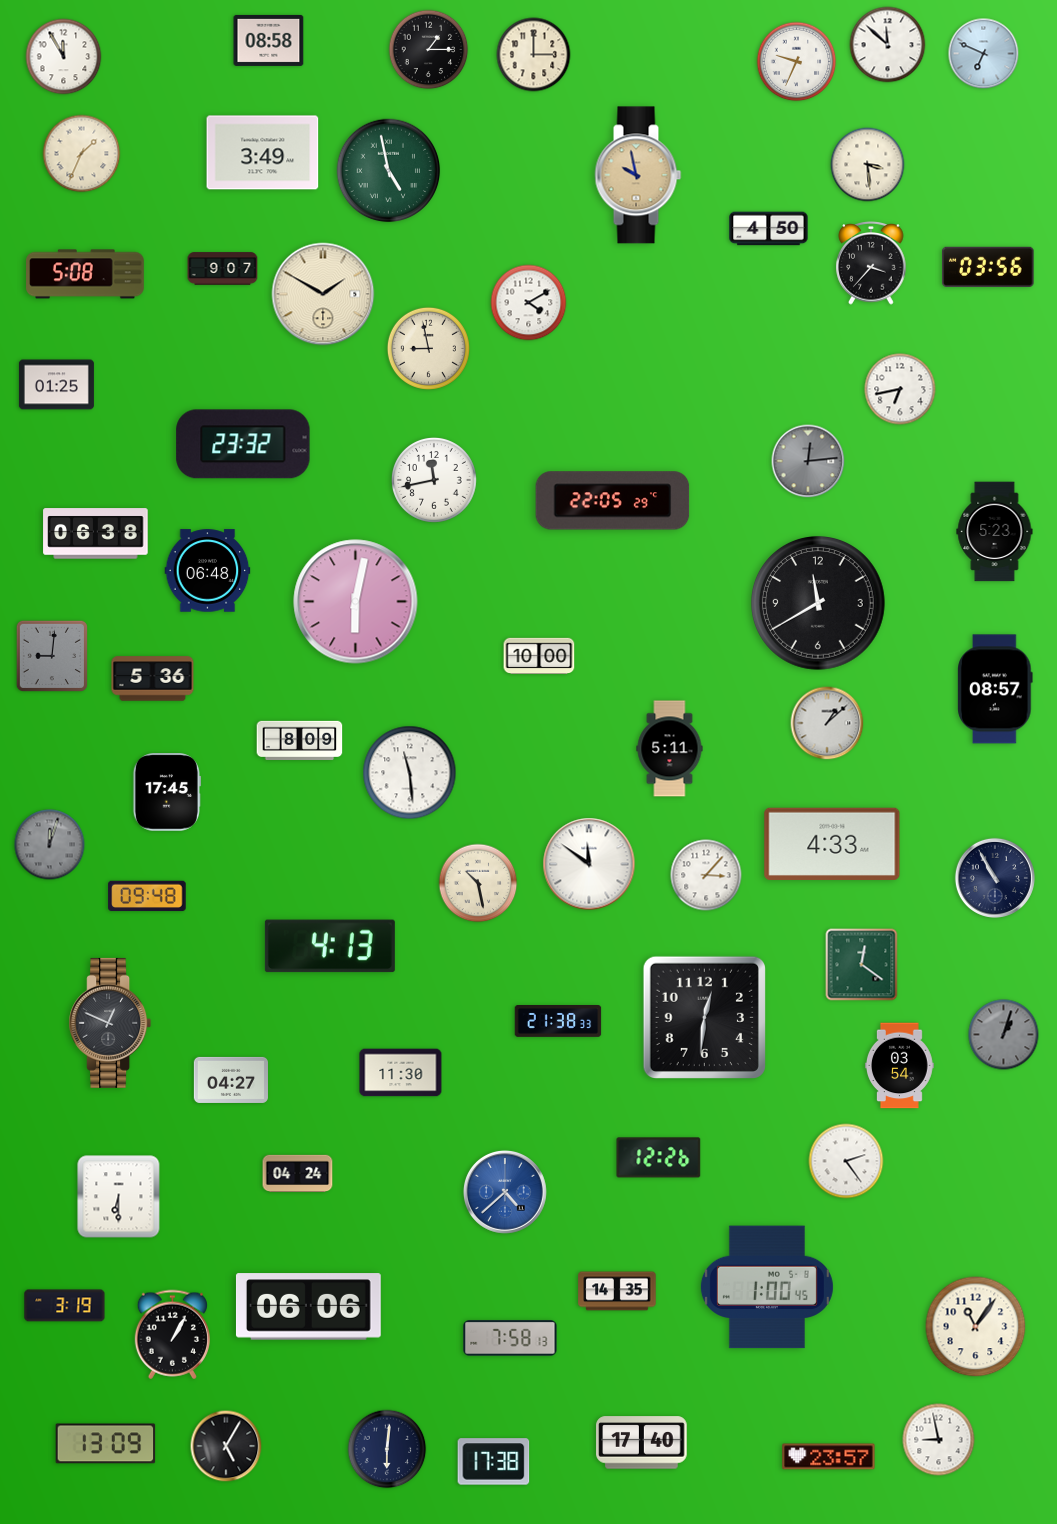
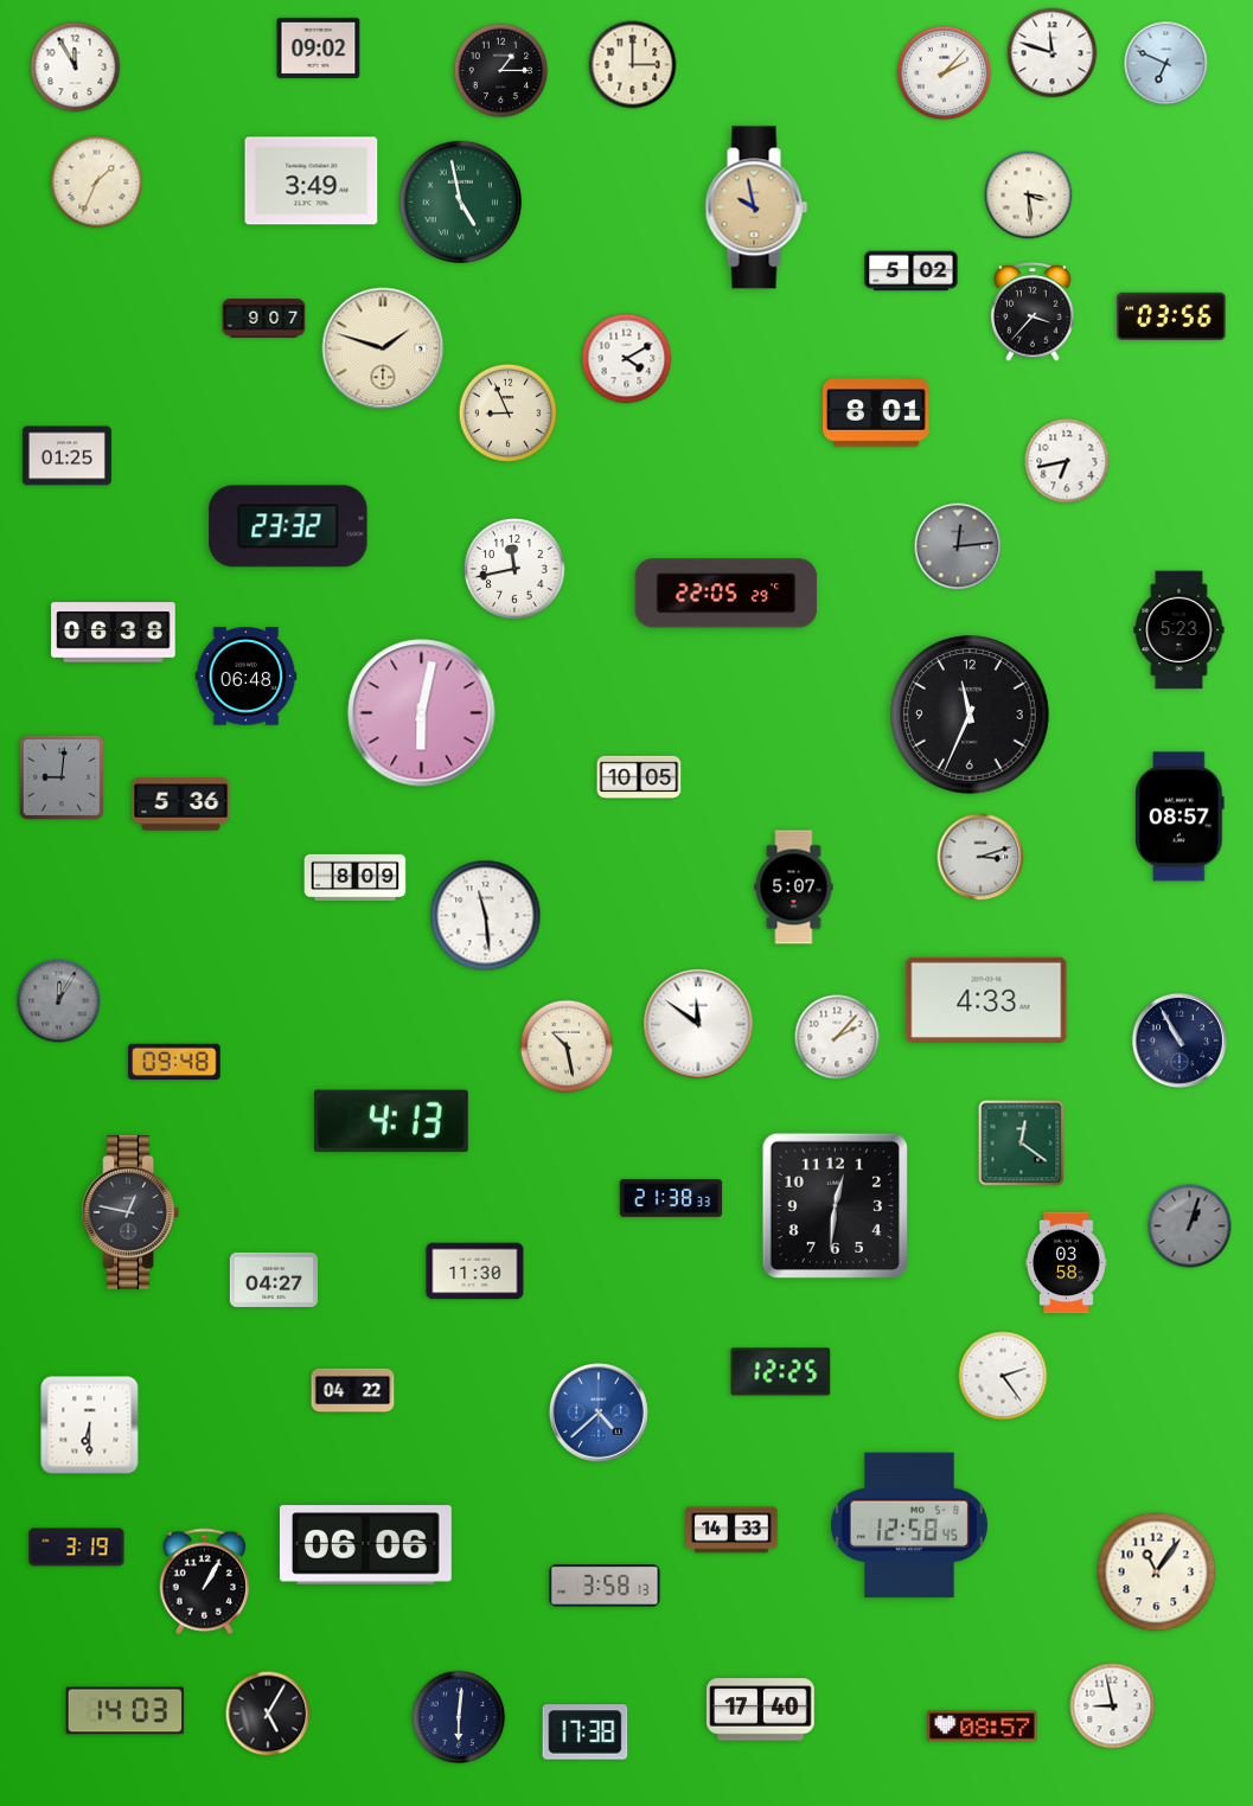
clock at (269, 40): 08:58 -> 09:02
clock at (888, 45): 11:52 -> 11:48
clock at (429, 50) position: (429, 50) -> (501, 71)
clock at (797, 62): 9:34 -> 2:07
clock at (769, 229): 4:50 -> 5:02
clock at (85, 274): 5:08 -> none
clock at (323, 294): 1:50 -> 1:48
clock at (428, 348): 8:58 -> 8:56
clock at (877, 412): none -> 8:01
clock at (819, 604): 11:40 -> 11:34
clock at (539, 655): 10:00 -> 10:05
clock at (827, 723): 1:08 -> 3:12
clock at (670, 749): 5:11 -> 5:07
clock at (167, 792): 17:45 -> none
clock at (50, 845): 12:03 -> 12:05
clock at (706, 875): 3:07 -> 2:07
clock at (558, 1022) position: (558, 1022) -> (671, 1199)
clock at (110, 1023): 12:49 -> 12:47
clock at (900, 1066): 03:54 -> 03:58
clock at (659, 1158): 12:26 -> 12:25
clock at (298, 1173): 04:24 -> 04:22
clock at (119, 1197) position: (119, 1197) -> (90, 1426)
clock at (767, 1287): 1:00 -> 12:58
clock at (617, 1291): 14:35 -> 14:33
clock at (309, 1307) position: (309, 1307) -> (366, 1545)
clock at (510, 1338): 7:58 -> 3:58
clock at (106, 1444): 13:09 -> 14:03
clock at (829, 1457): 23:57 -> 08:57
